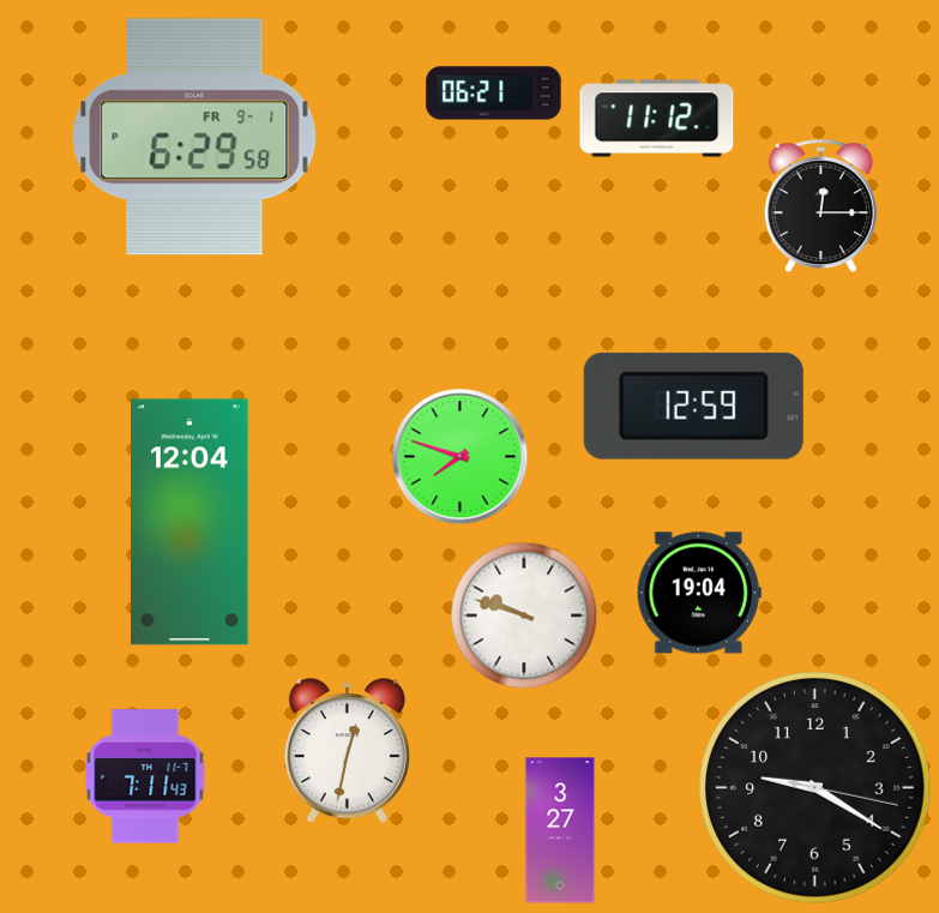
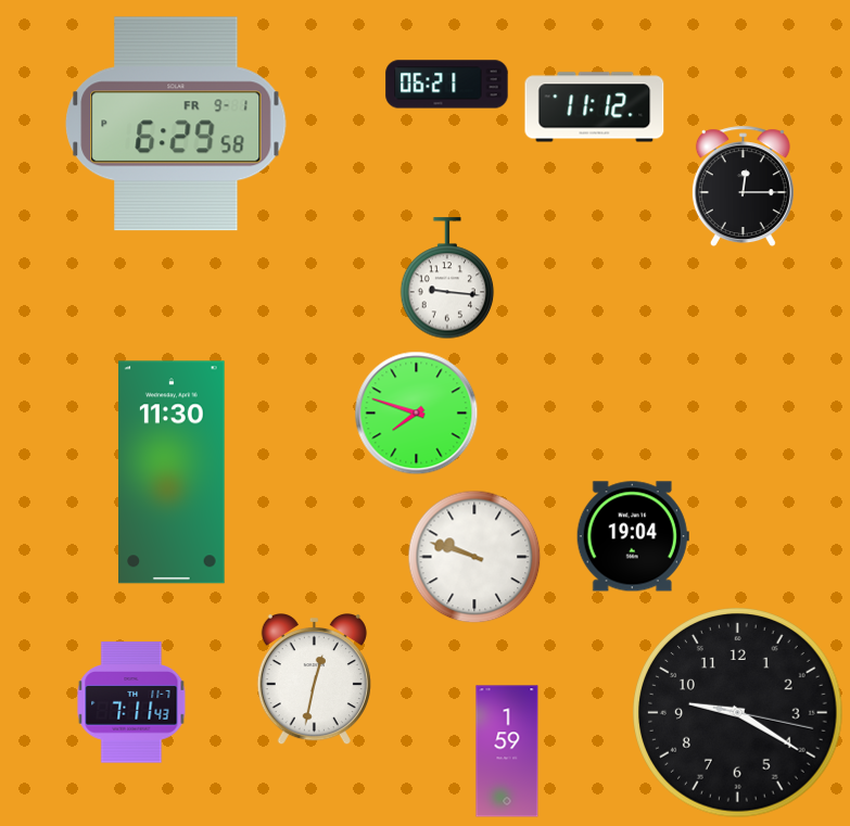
clock at (447, 279): none -> 9:16
clock at (693, 406): 12:59 -> none
clock at (189, 522): 12:04 -> 11:30
clock at (560, 830): 3:27 -> 1:59
